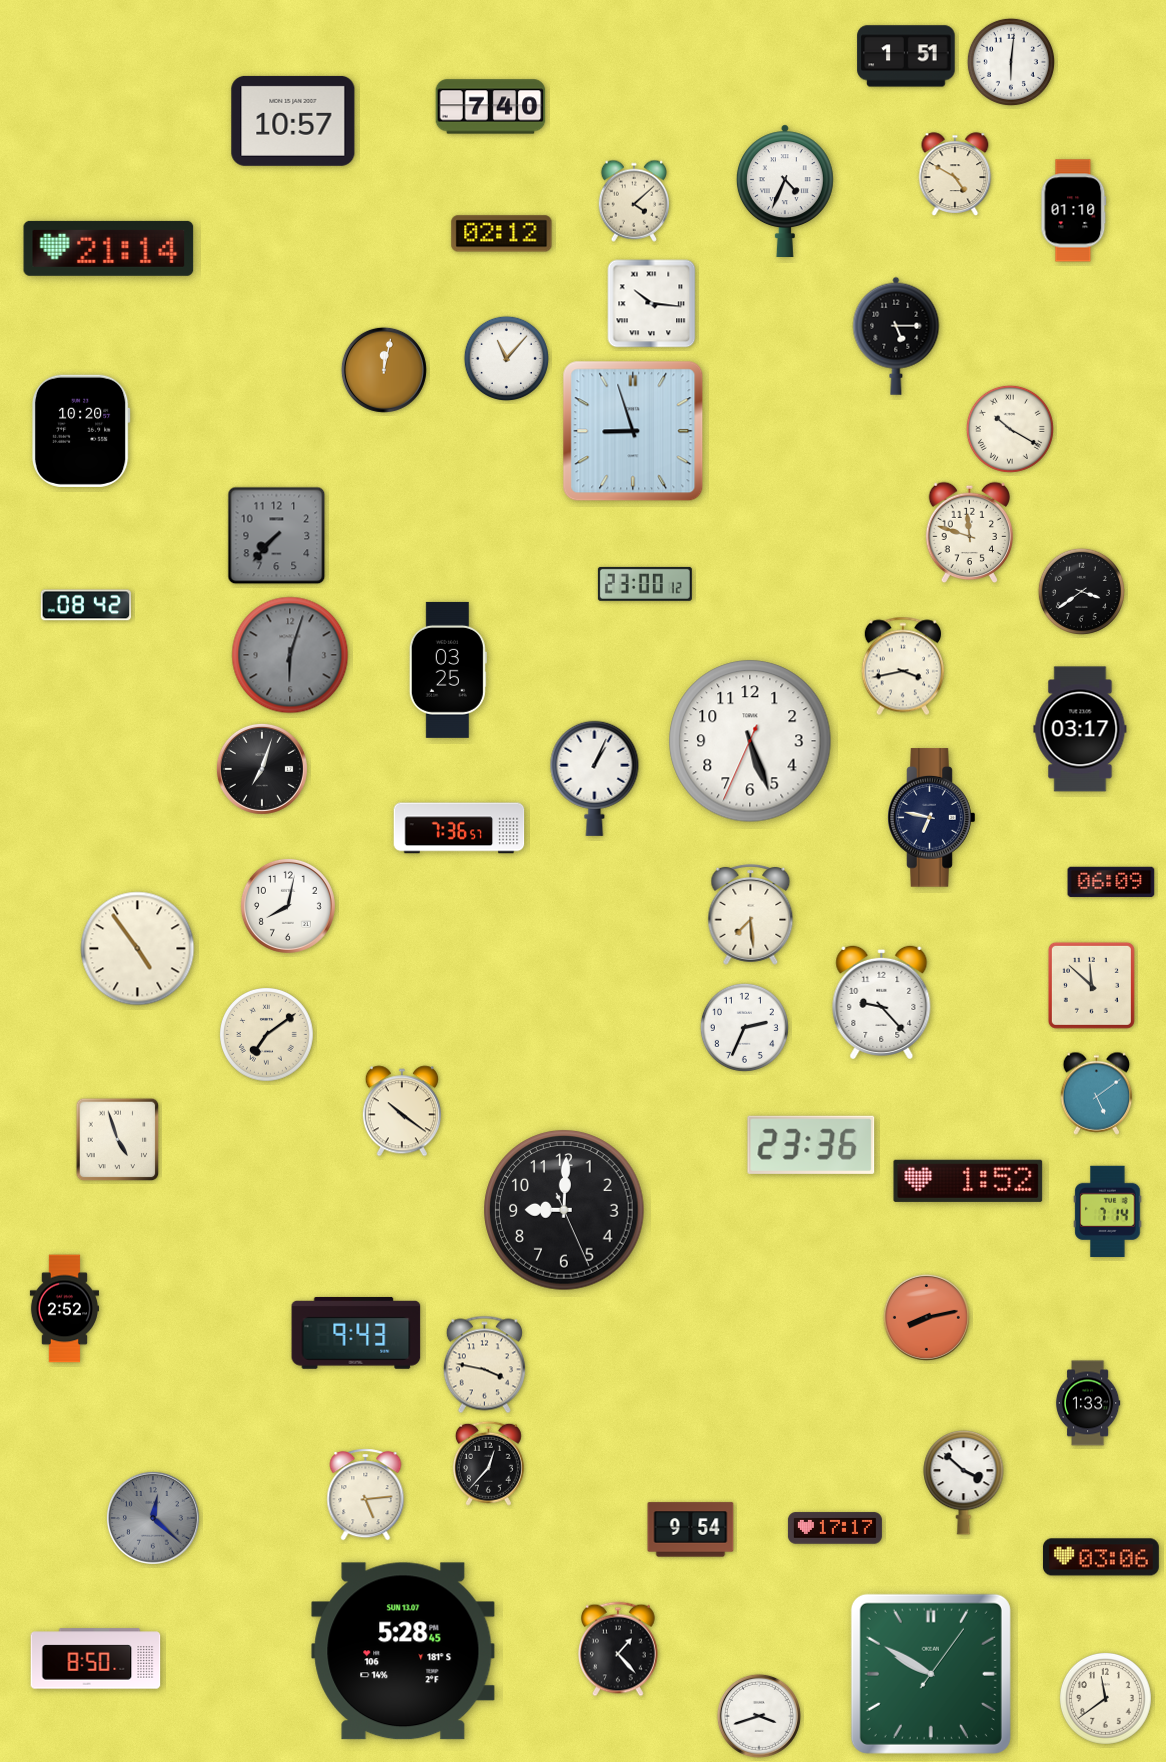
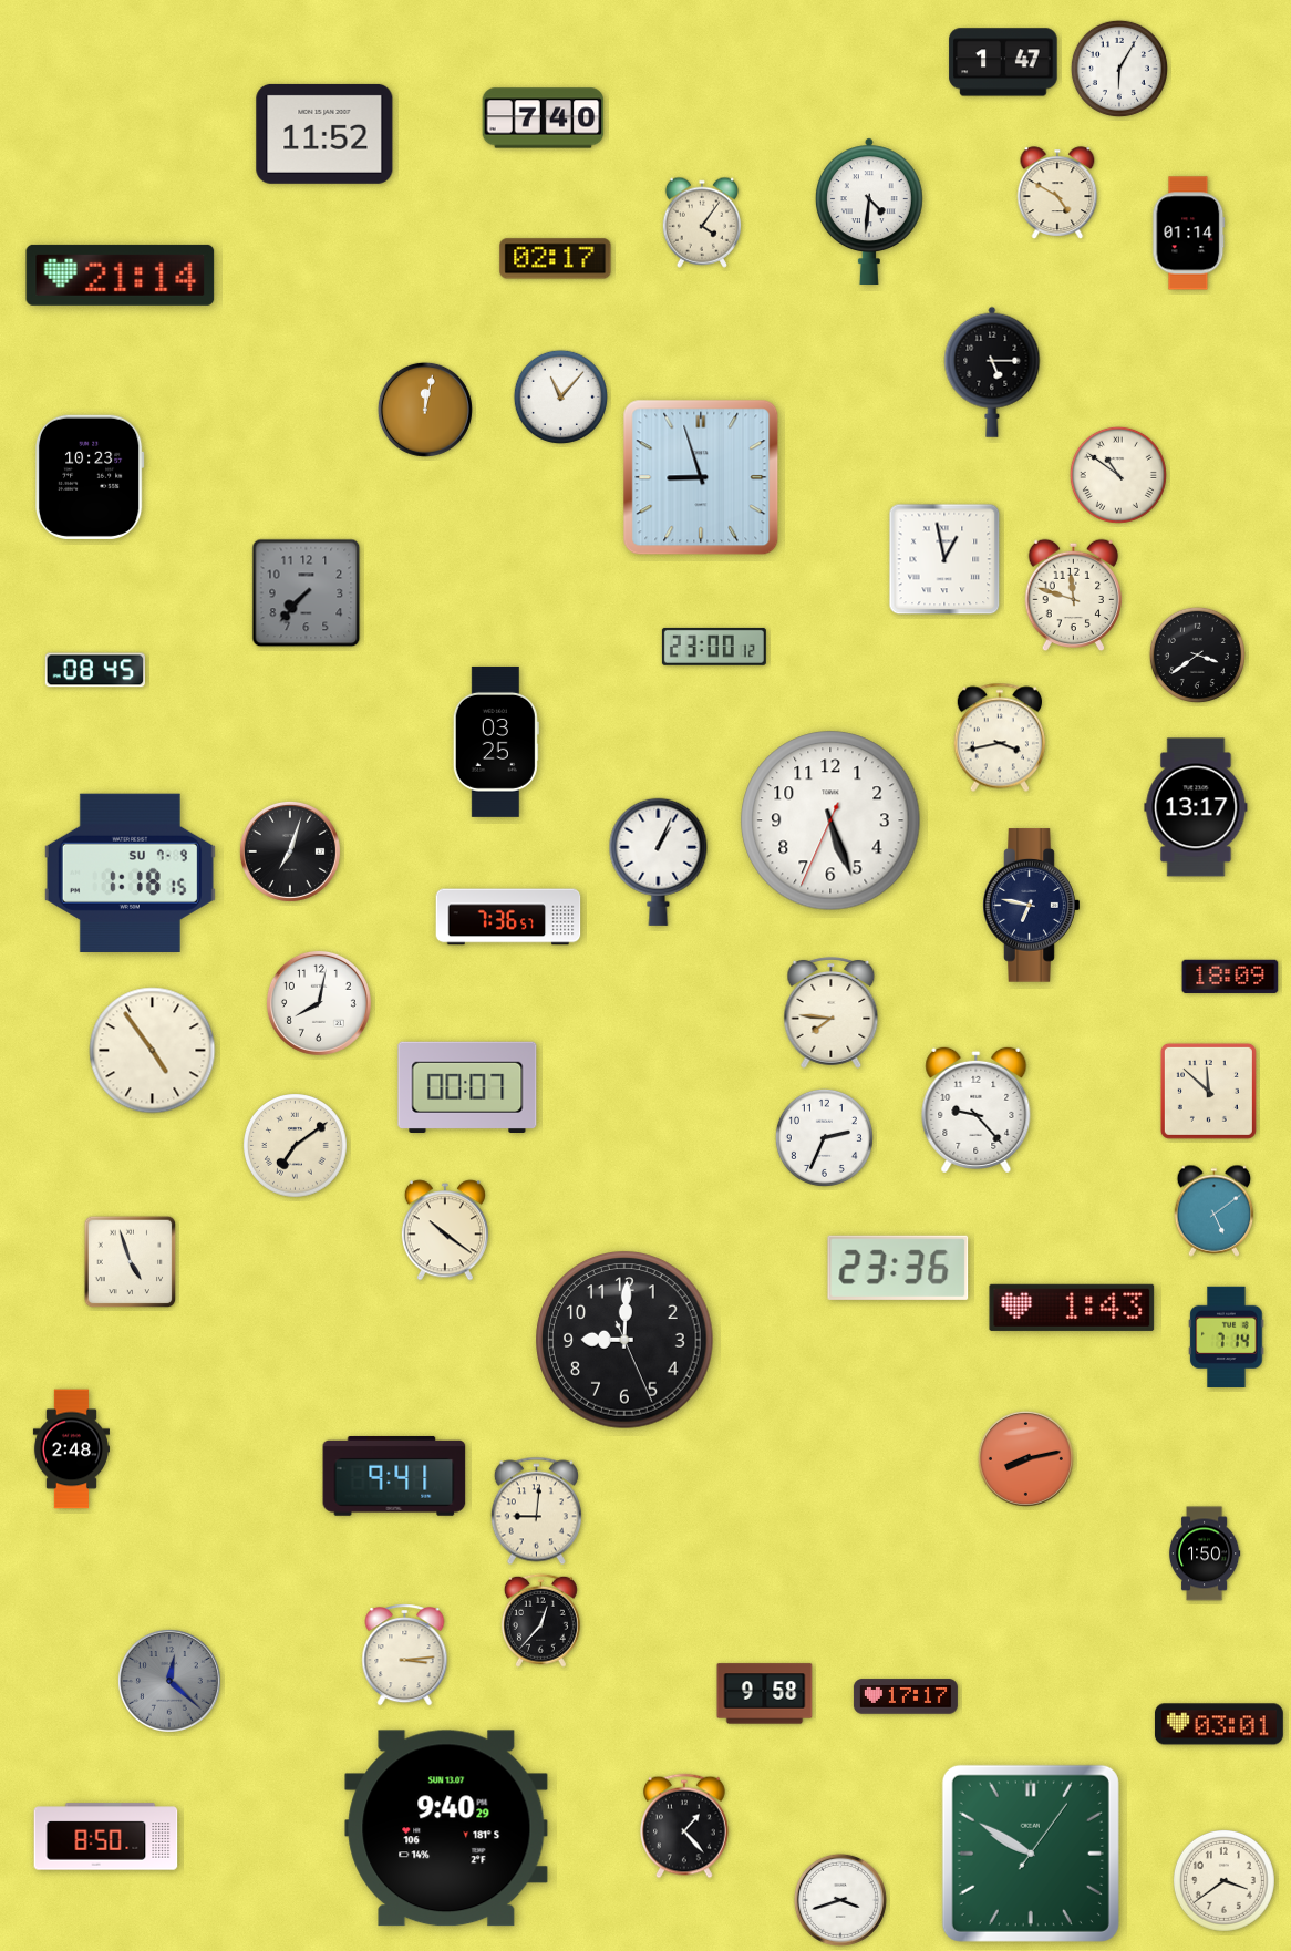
clock at (906, 56): 1:51 -> 1:47
clock at (1011, 62): 6:01 -> 6:05
clock at (293, 121): 10:57 -> 11:52
clock at (785, 190): 4:34 -> 4:31
clock at (633, 201): 4:08 -> 4:06
clock at (1074, 211): 01:10 -> 01:14
clock at (502, 234): 02:12 -> 02:17
clock at (652, 304): 10:16 -> none
clock at (1010, 429): 10:20 -> 10:51
clock at (81, 431): 10:20 -> 10:23
clock at (944, 559): none -> 12:58
clock at (969, 533) position: (969, 533) -> (1073, 596)
clock at (86, 605): 08:42 -> 08:45
clock at (290, 655): 6:03 -> none
clock at (1080, 729): 03:17 -> 13:17
clock at (130, 873): none -> 1:18
clock at (1111, 882): 06:09 -> 18:09
clock at (751, 914): 7:29 -> 7:46
clock at (467, 1086): none -> 00:07
clock at (968, 1181): 1:52 -> 1:43
clock at (1108, 1211) position: (1108, 1211) -> (1227, 1336)
clock at (64, 1309): 2:52 -> 2:48
clock at (356, 1333): 9:43 -> 9:41
clock at (484, 1365): 3:47 -> 9:01
clock at (1088, 1403): 1:33 -> 1:50
clock at (964, 1482): 3:52 -> none
clock at (366, 1495): 5:14 -> 3:14
clock at (835, 1528) position: (835, 1528) -> (906, 1696)
clock at (691, 1530): 9:54 -> 9:58
clock at (1101, 1557): 03:06 -> 03:01
clock at (403, 1651): 5:28 -> 9:40
clock at (1105, 1698): 11:39 -> 3:39
